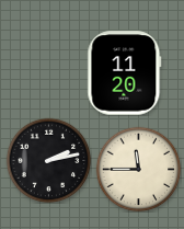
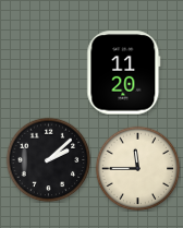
clock at (48, 160): 2:13 -> 2:08
